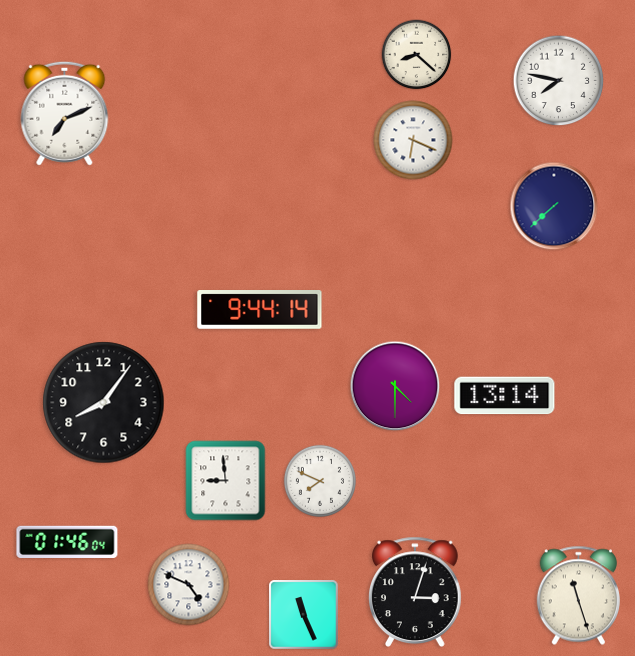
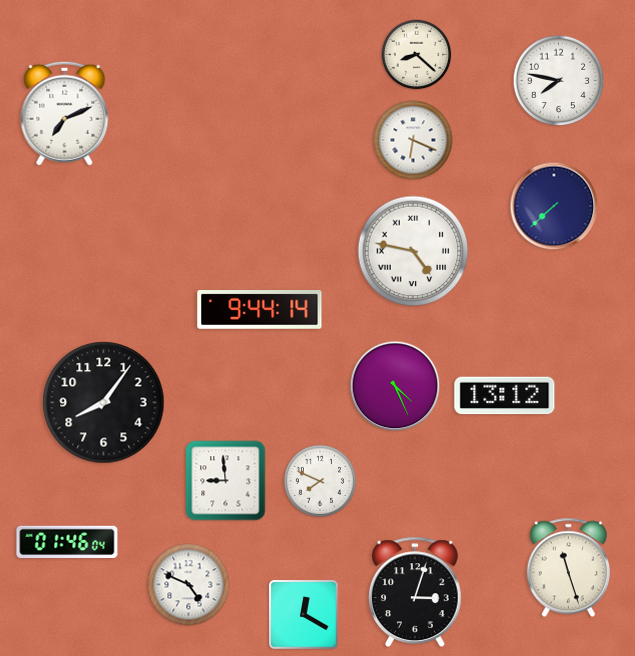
clock at (413, 251): none -> 4:47
clock at (395, 386): 4:30 -> 4:26
clock at (505, 396): 13:14 -> 13:12
clock at (578, 596) position: (578, 596) -> (568, 568)
clock at (304, 615): 11:26 -> 12:20
